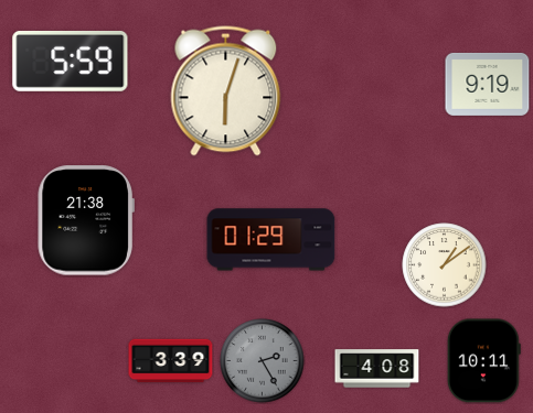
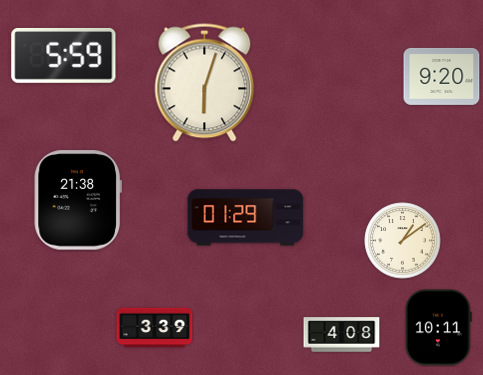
clock at (488, 84): 9:19 -> 9:20
clock at (263, 361): 2:25 -> none
